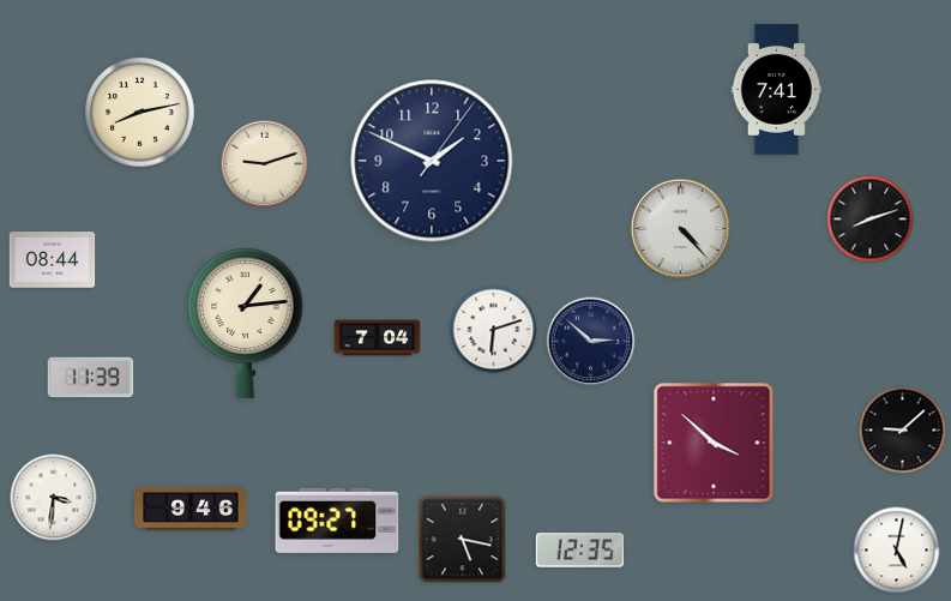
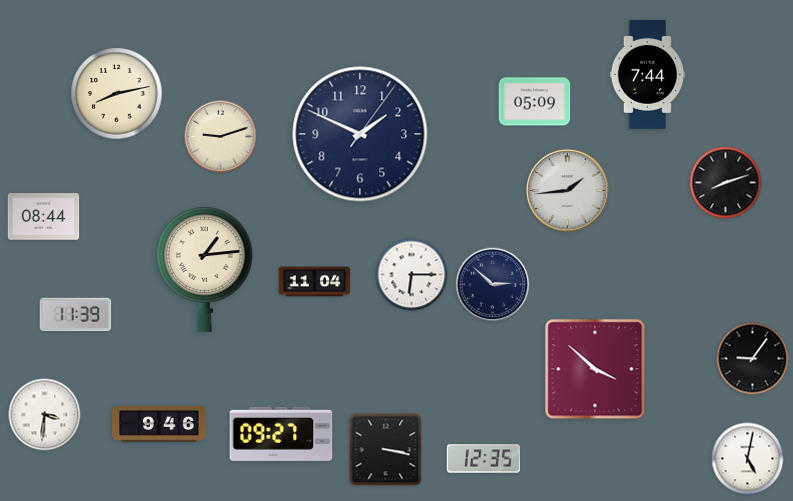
clock at (776, 90): 7:41 -> 7:44
clock at (535, 102): none -> 05:09
clock at (680, 228): 4:23 -> 1:44
clock at (494, 330): 6:12 -> 6:15
clock at (378, 338): 7:04 -> 11:04
clock at (903, 431): 9:08 -> 9:06
clock at (463, 540): 5:17 -> 3:17
